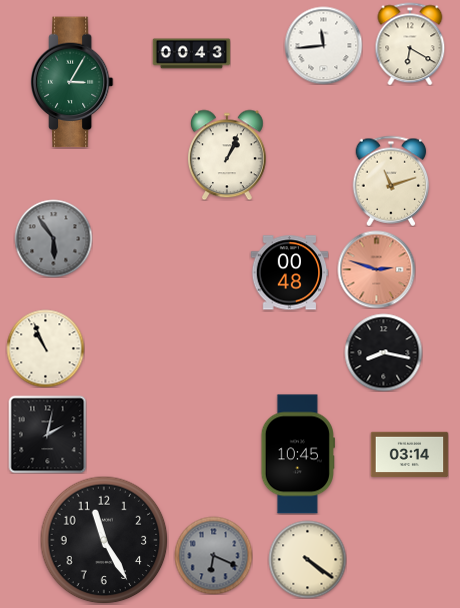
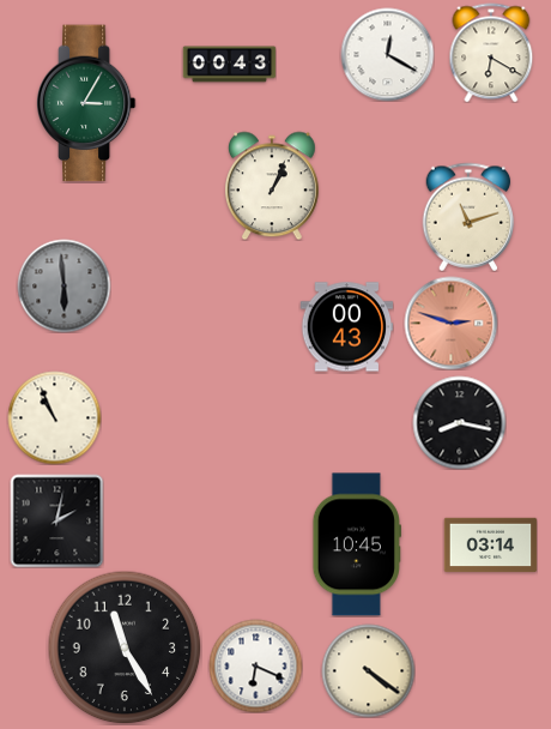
clock at (323, 45): 11:44 -> 12:20
clock at (72, 82) position: (72, 82) -> (86, 103)
clock at (53, 238): 5:54 -> 5:59
clock at (289, 273): 00:48 -> 00:43
clock at (213, 555) dial: grey -> white
